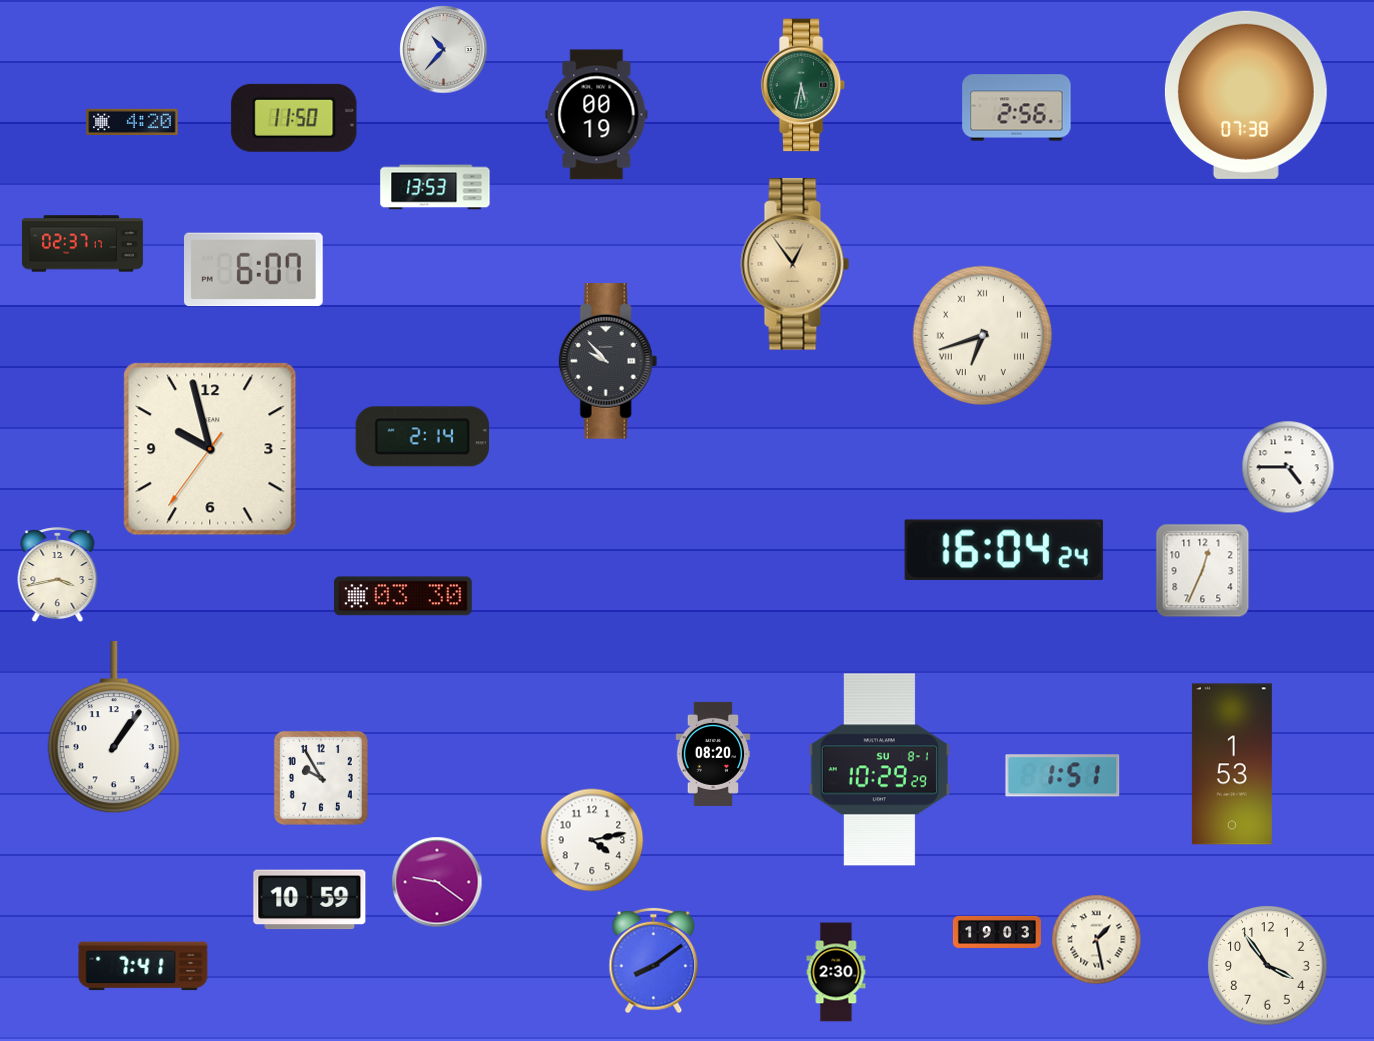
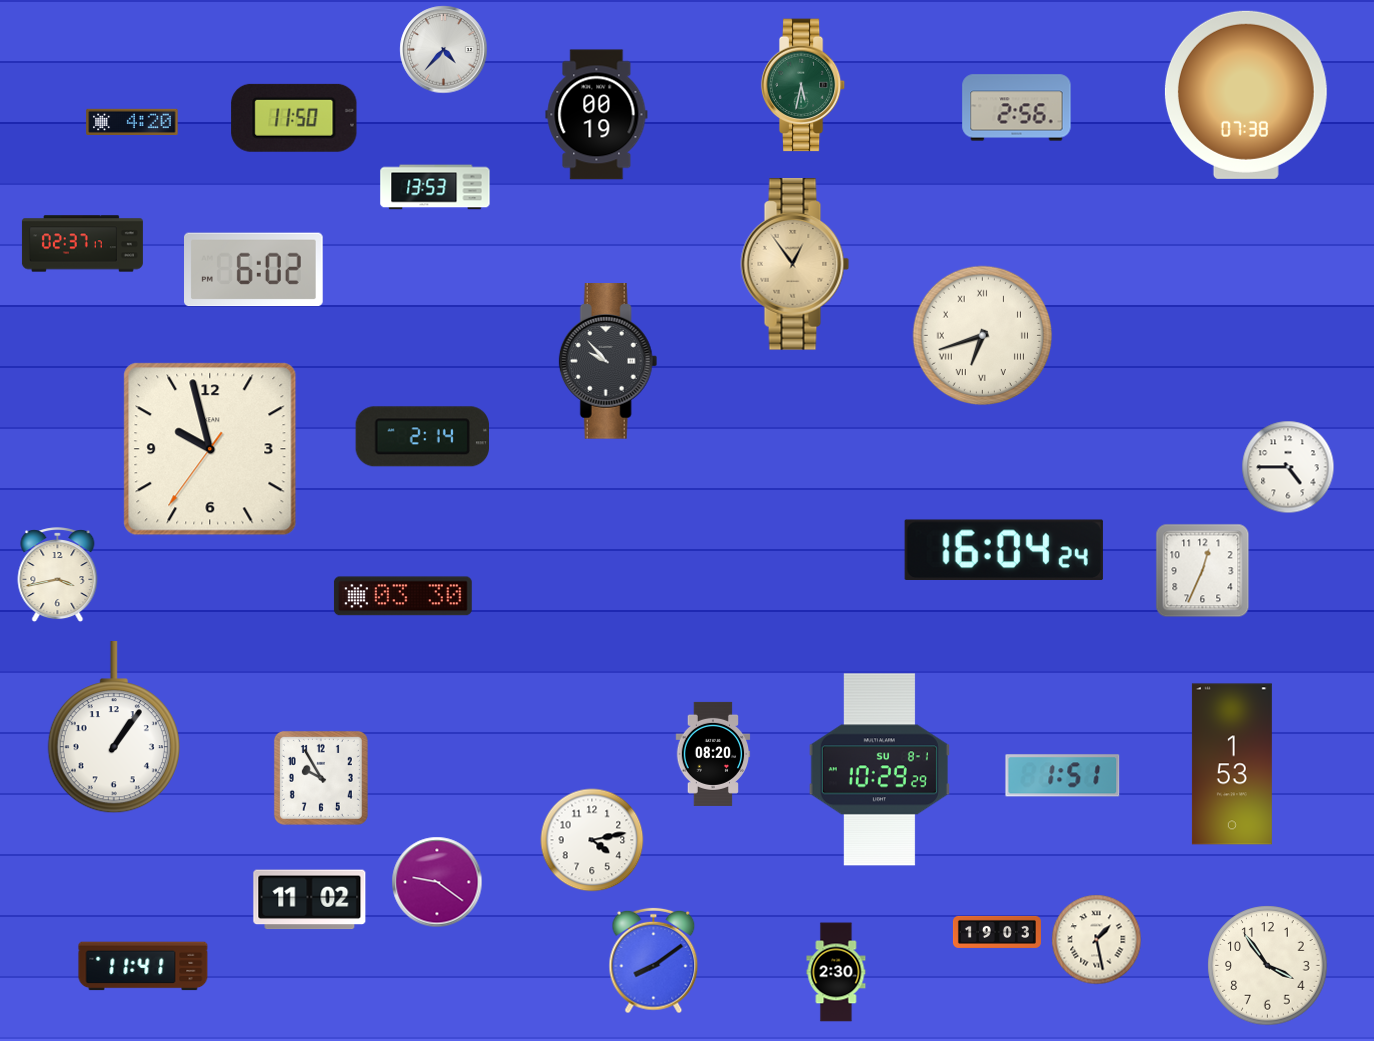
clock at (444, 50): 10:37 -> 4:37
clock at (254, 270): 6:07 -> 6:02
clock at (310, 900): 10:59 -> 11:02
clock at (143, 966): 7:41 -> 11:41
